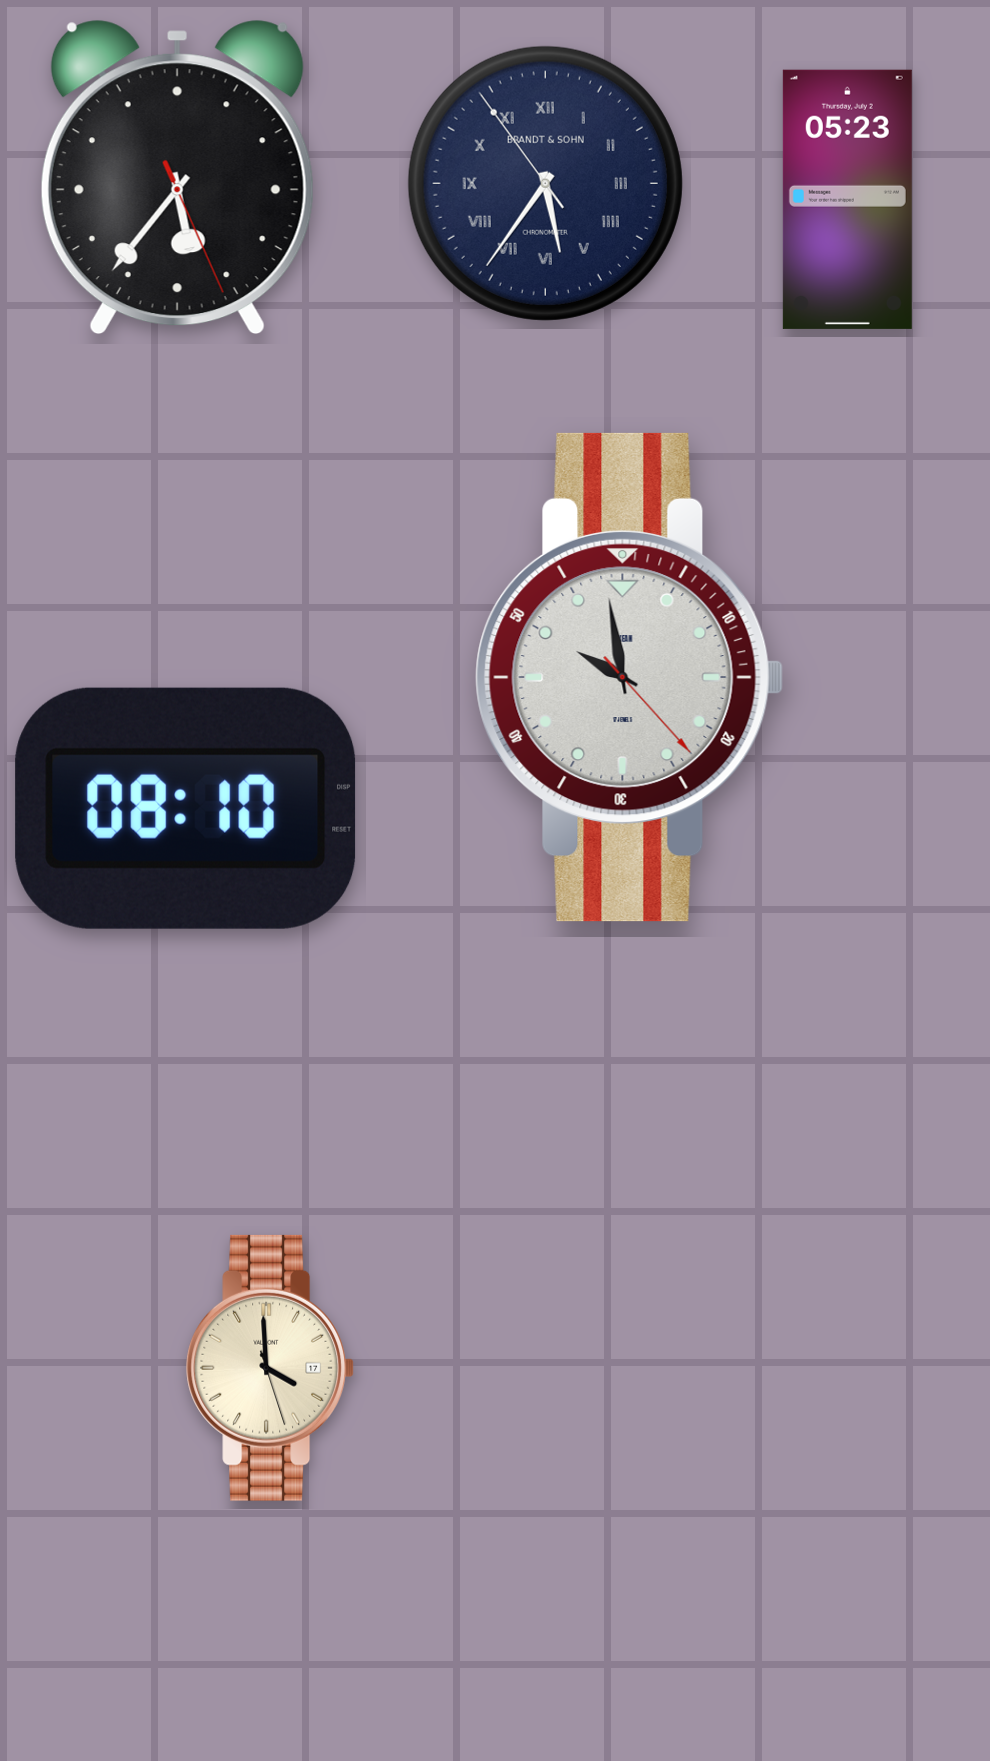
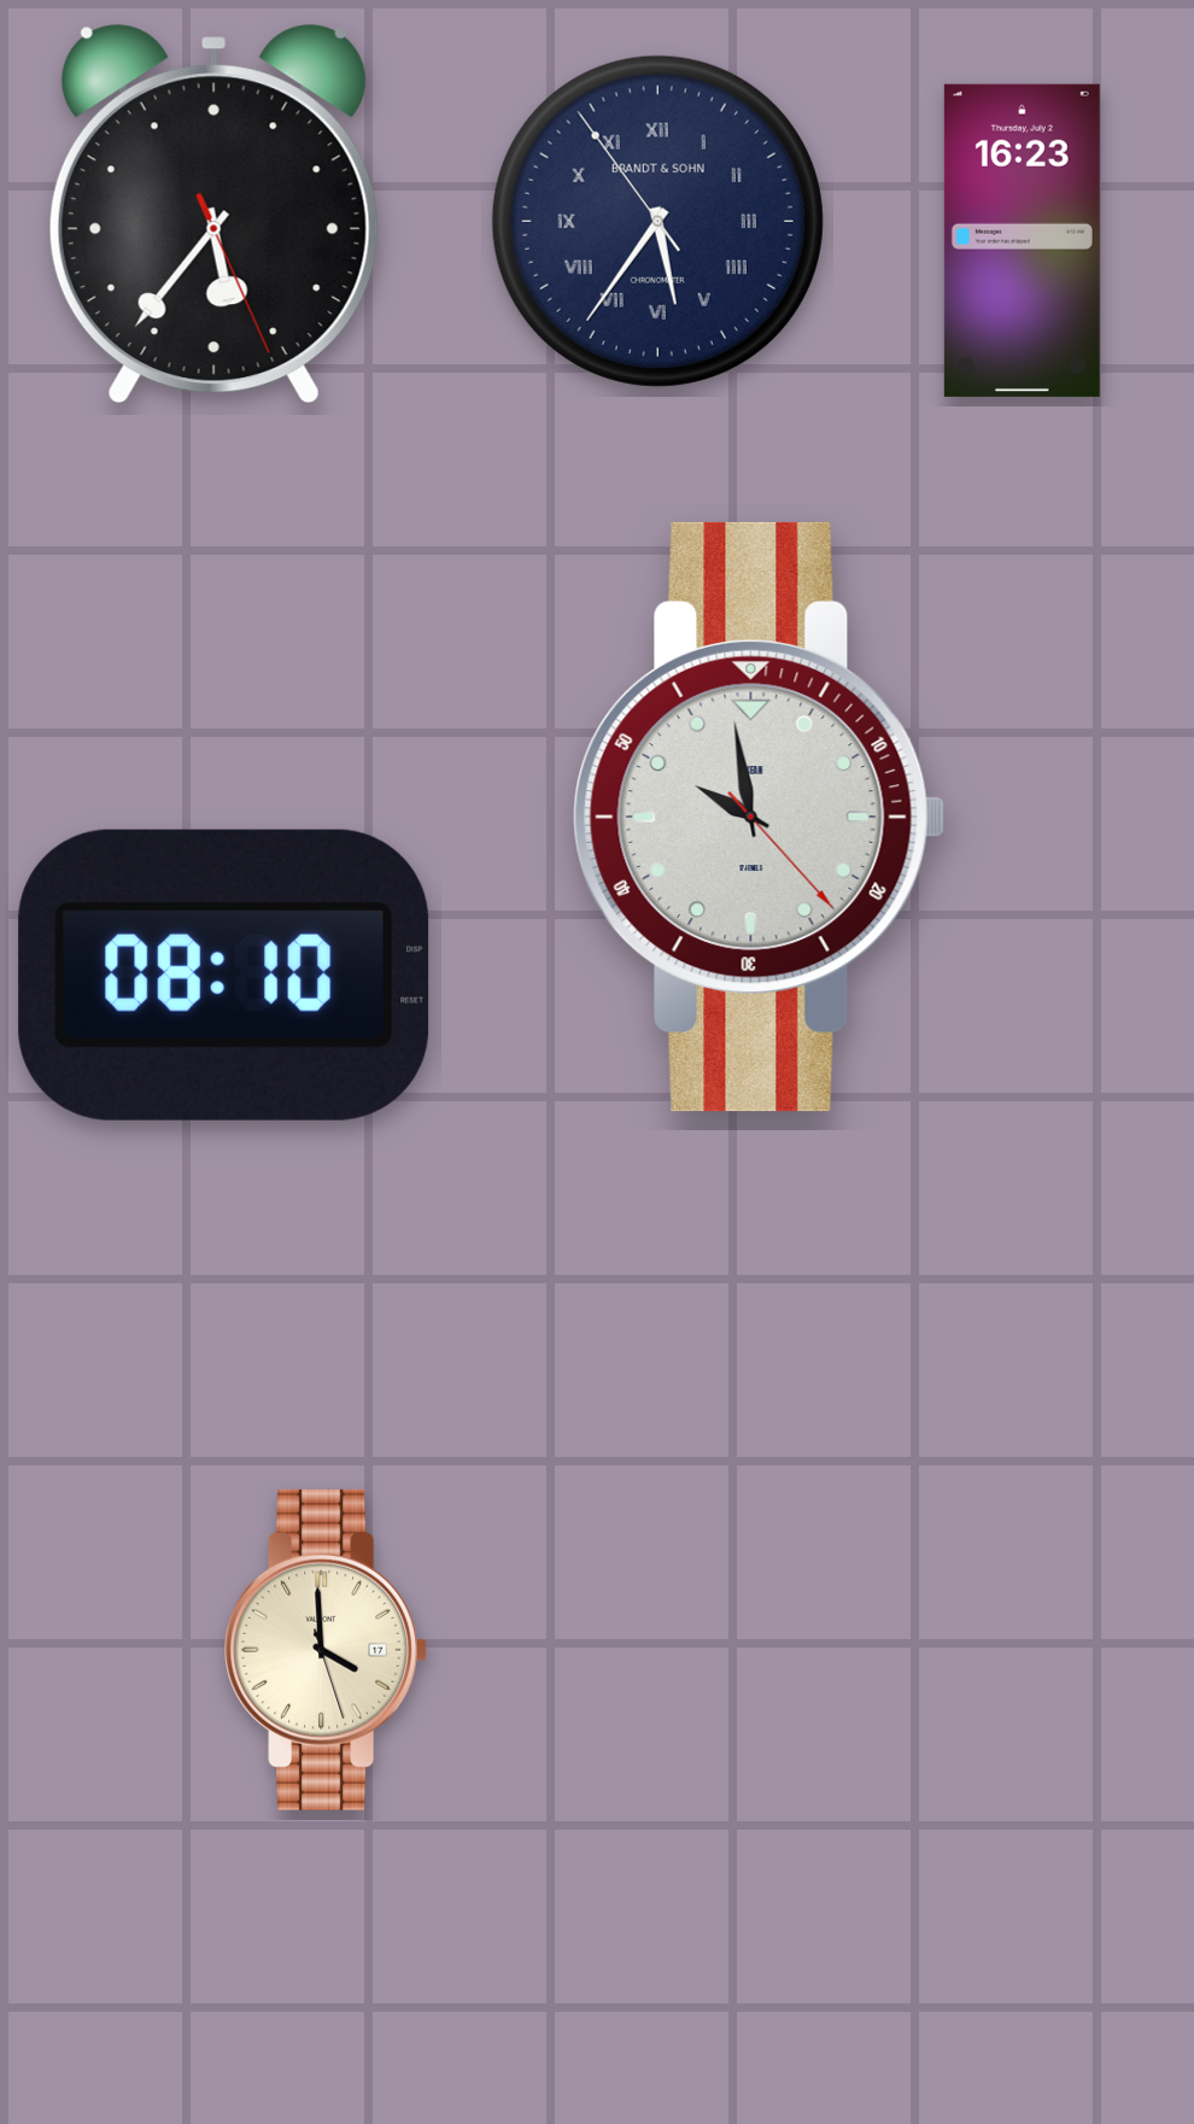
clock at (847, 199): 05:23 -> 16:23
